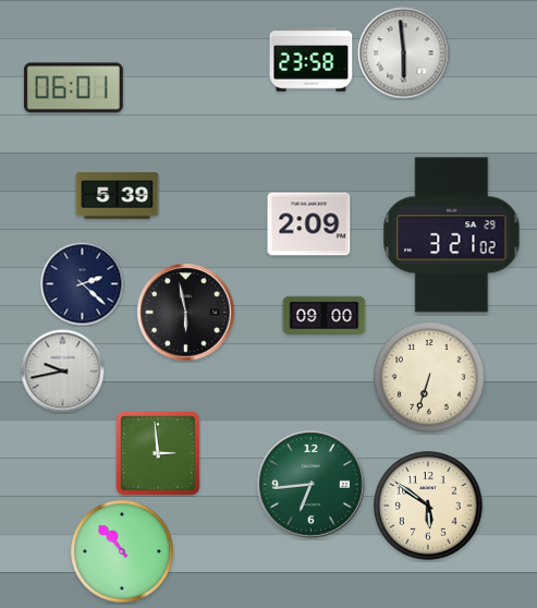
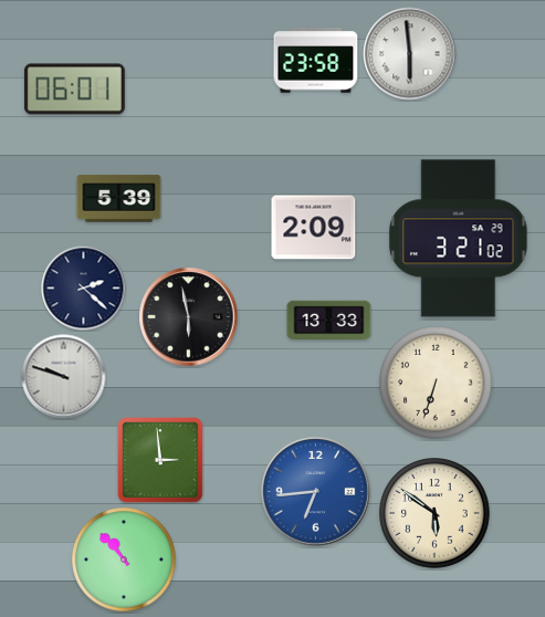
clock at (325, 316): 09:00 -> 13:33
clock at (63, 372): 9:43 -> 9:48
clock at (310, 484) dial: green -> blue
